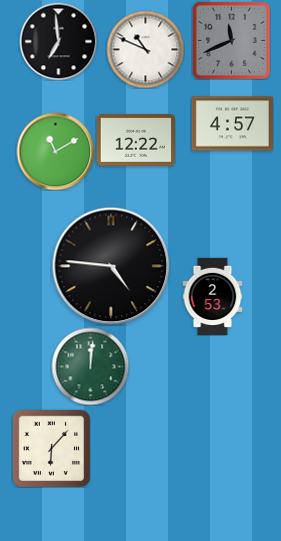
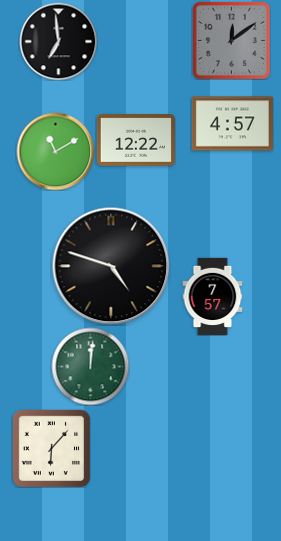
clock at (231, 40): 11:41 -> 12:09
clock at (145, 49): 10:49 -> none
clock at (111, 266): 4:46 -> 4:48
clock at (213, 296): 2:53 -> 7:57
